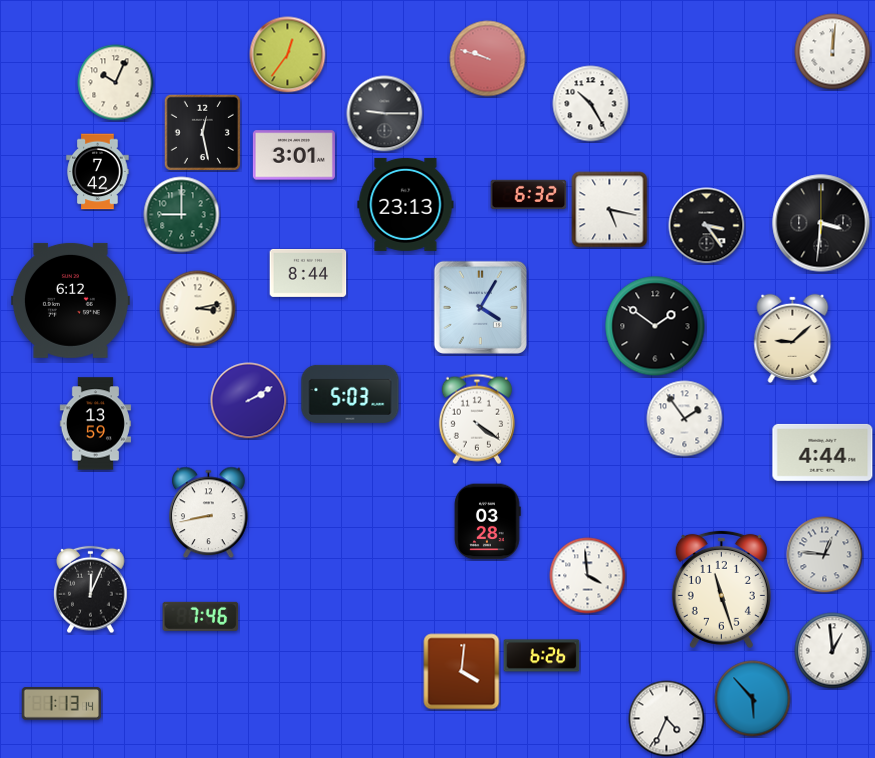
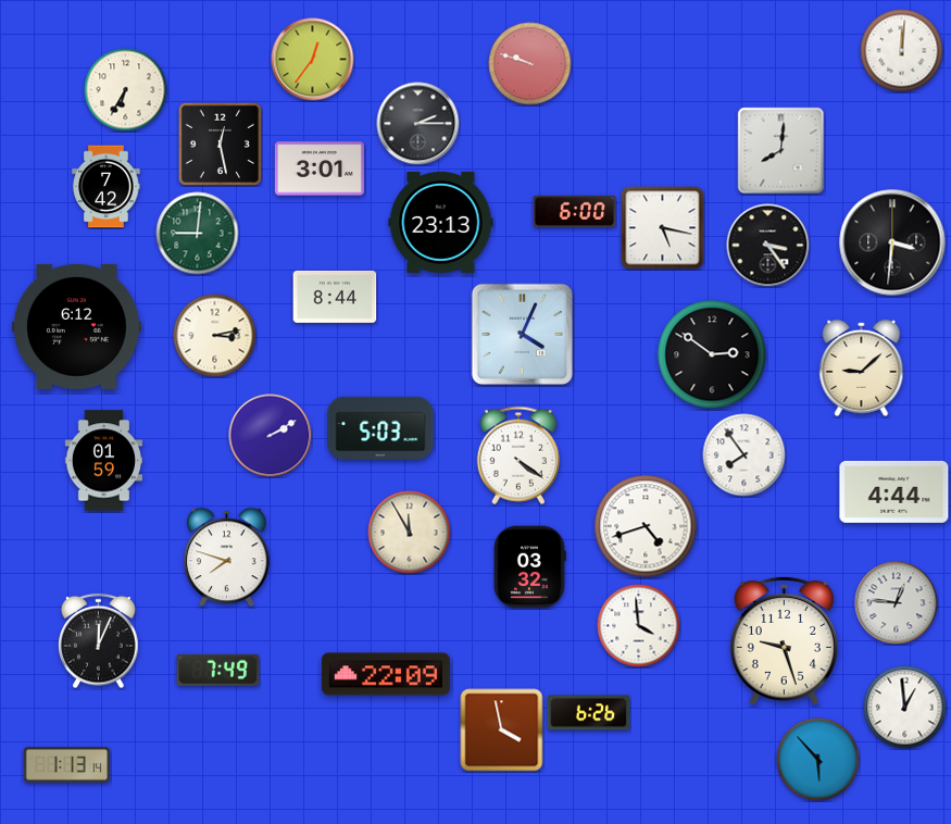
clock at (833, 52) position: (833, 52) -> (902, 51)
clock at (116, 83): 10:04 -> 6:35
clock at (591, 104): 10:25 -> none
clock at (385, 114): 9:15 -> 2:15
clock at (781, 151): none -> 8:01
clock at (529, 194): 6:32 -> 6:00
clock at (182, 215): 9:00 -> 9:01
clock at (480, 307): 4:05 -> 4:04
clock at (655, 326): 1:51 -> 2:51
clock at (685, 419): 1:54 -> 7:54
clock at (95, 424): 13:59 -> 01:59
clock at (646, 526): none -> 4:42
clock at (410, 533): none -> 11:55
clock at (209, 513): 8:43 -> 7:48
clock at (487, 522): 03:28 -> 03:32
clock at (721, 589): 11:27 -> 9:27
clock at (201, 616): 7:46 -> 7:49
clock at (386, 674): none -> 22:09
clock at (462, 672): 4:01 -> 3:58
clock at (667, 719): 4:34 -> none
